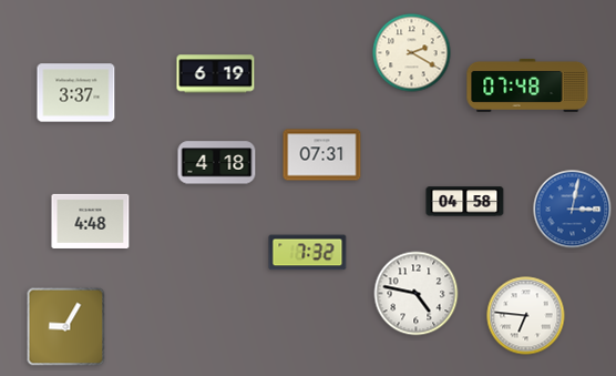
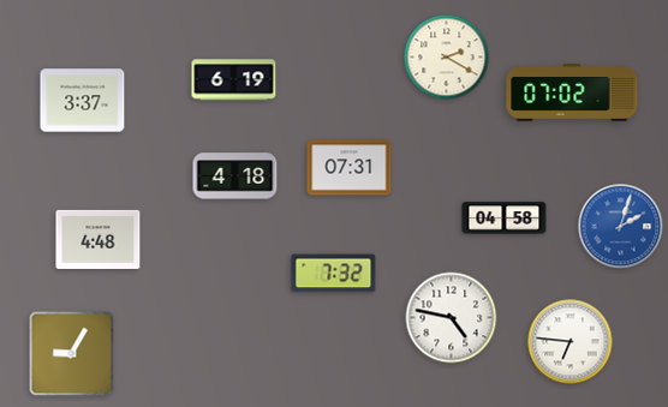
clock at (527, 85): 07:48 -> 07:02
clock at (573, 210): 3:02 -> 2:03
